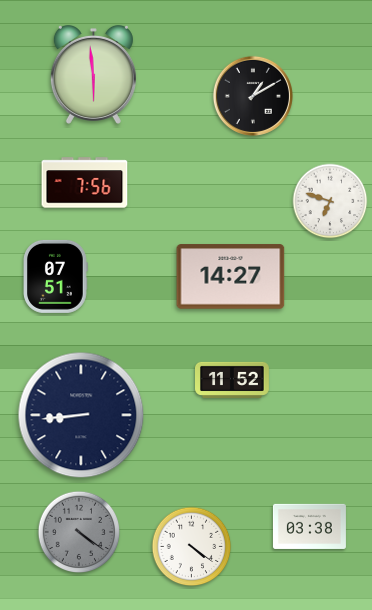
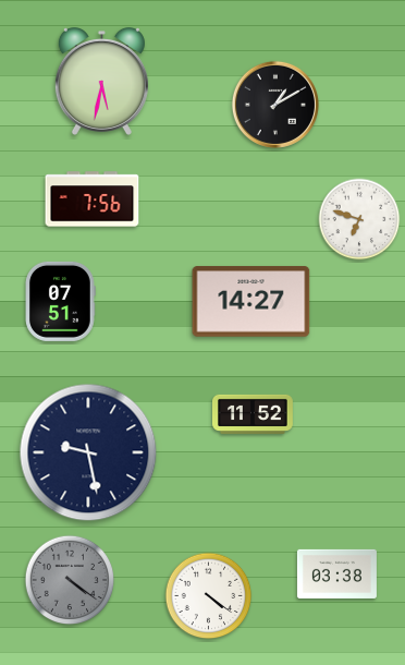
clock at (93, 74): 5:59 -> 5:32
clock at (81, 415): 8:44 -> 9:28
clock at (79, 532) position: (79, 532) -> (70, 580)
